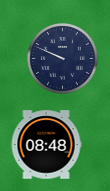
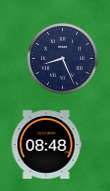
clock at (63, 59): 9:49 -> 8:26
